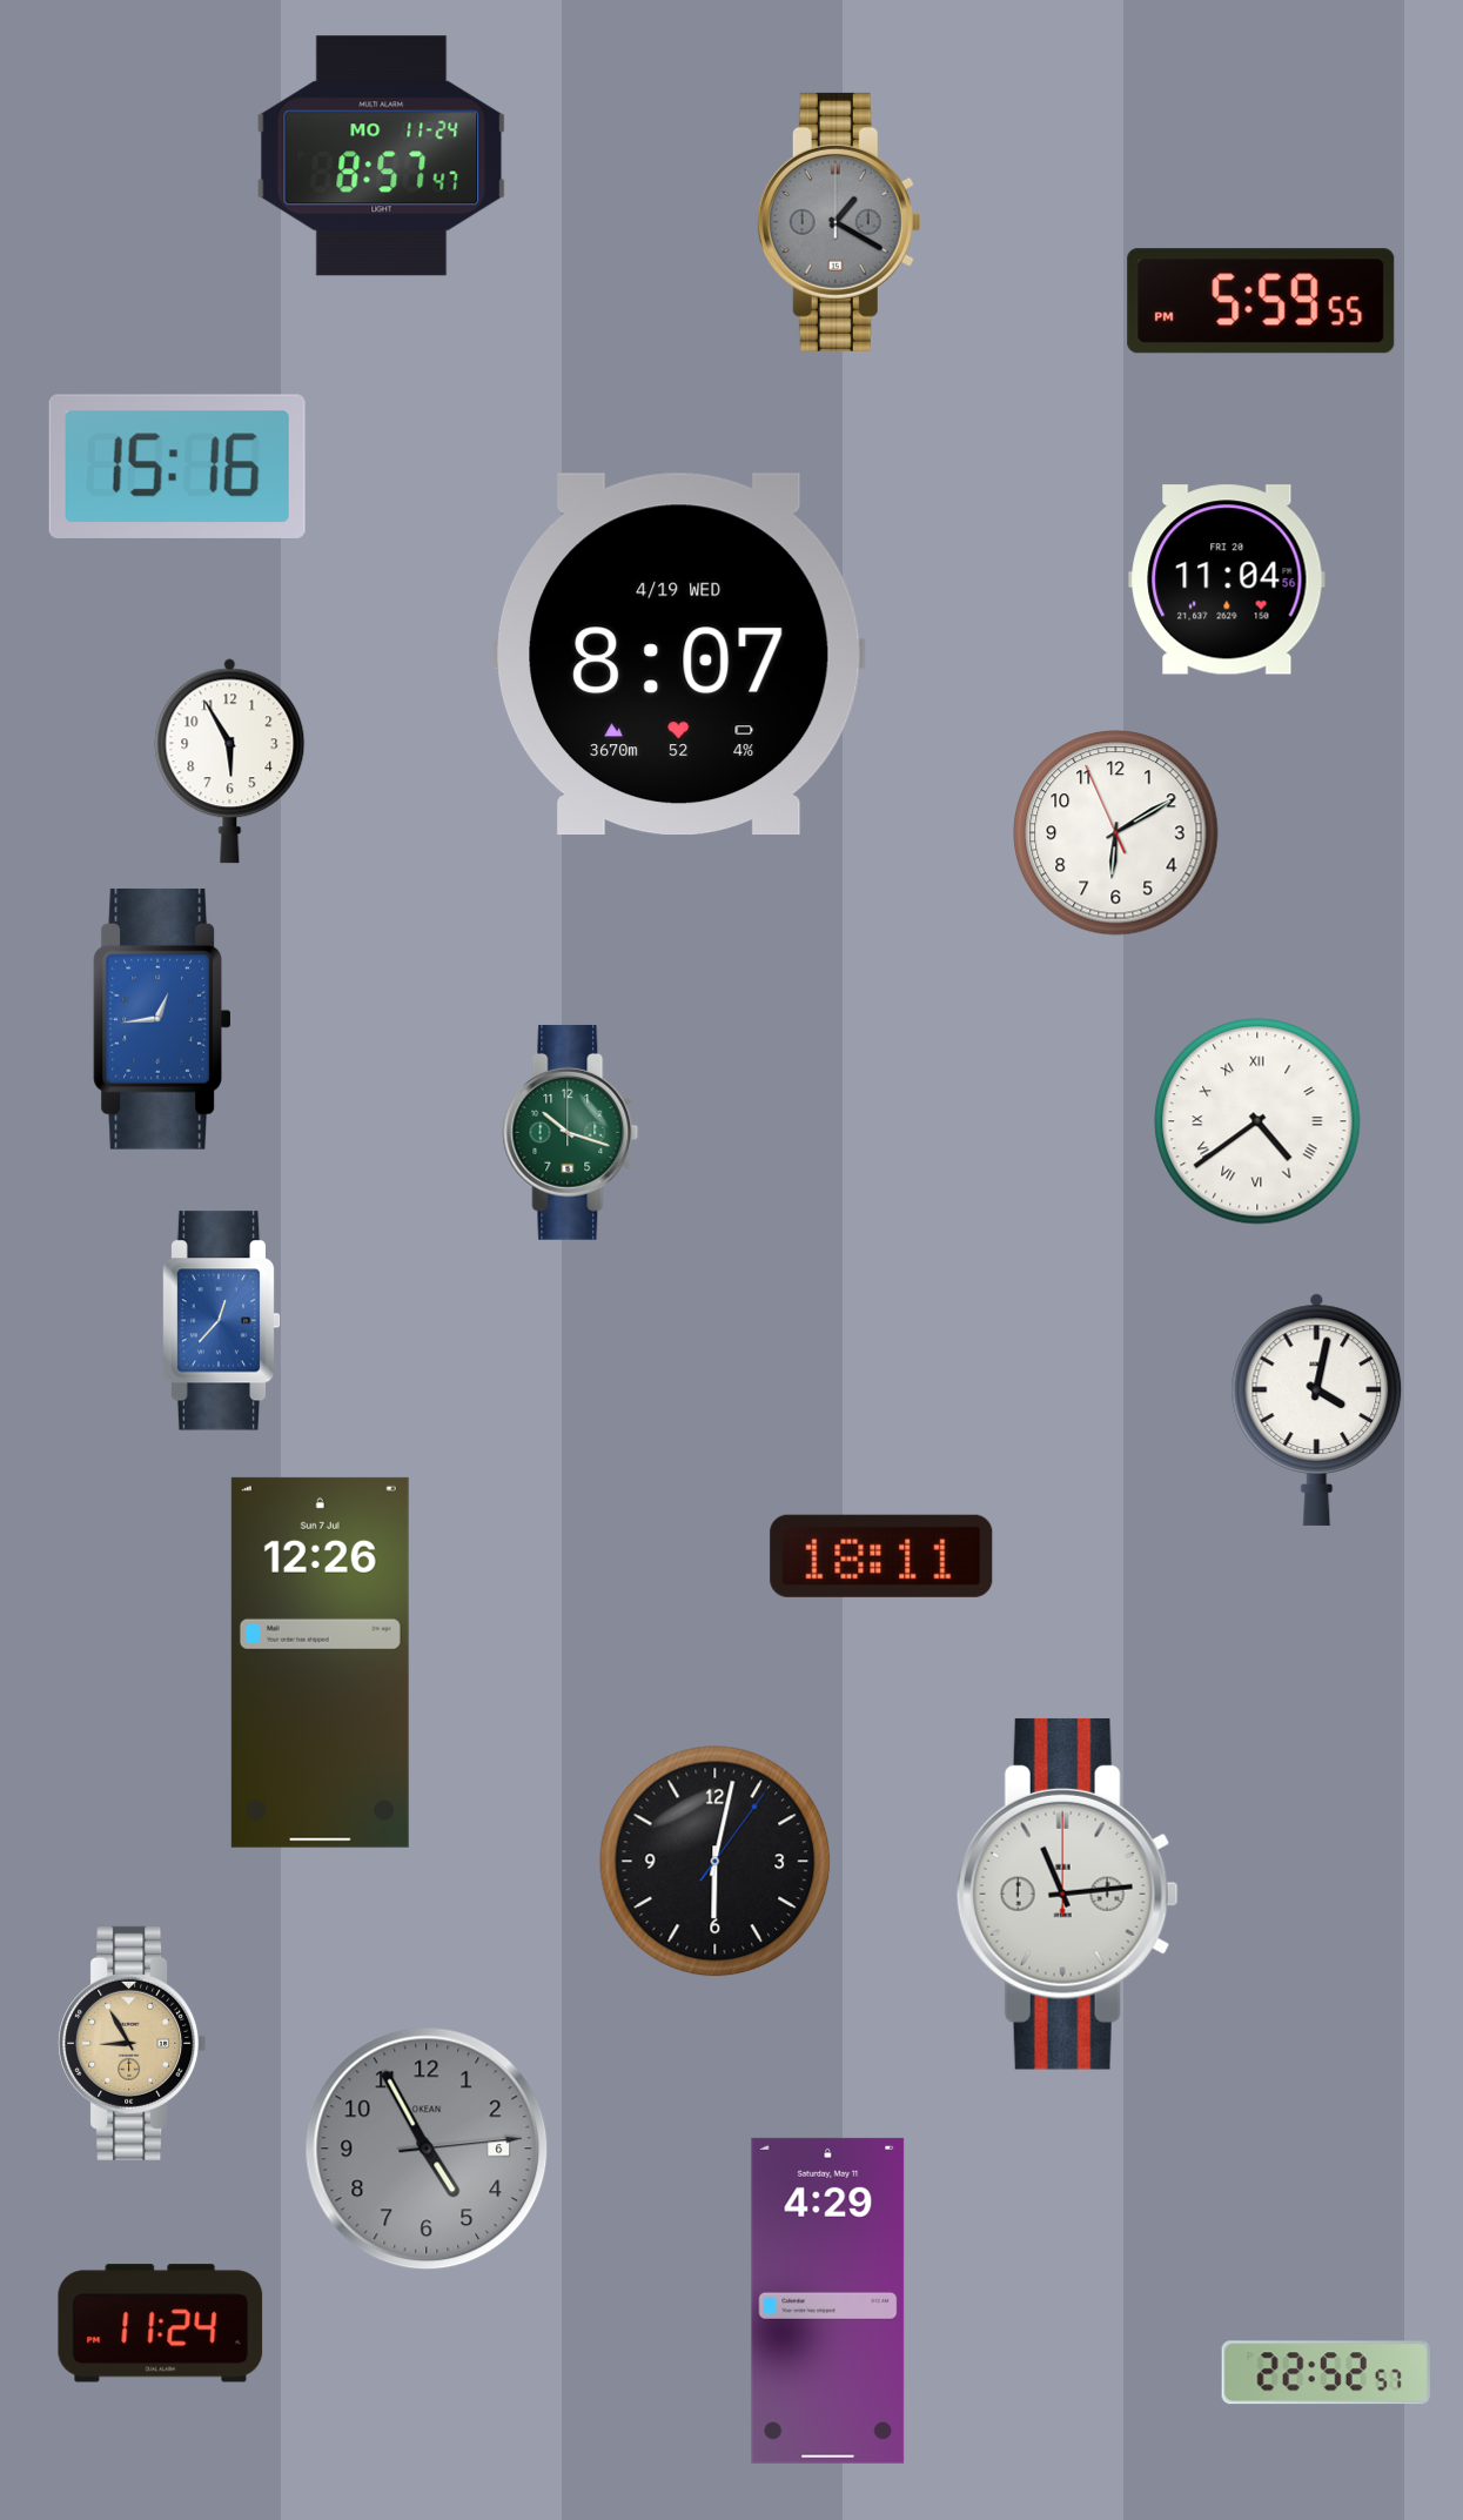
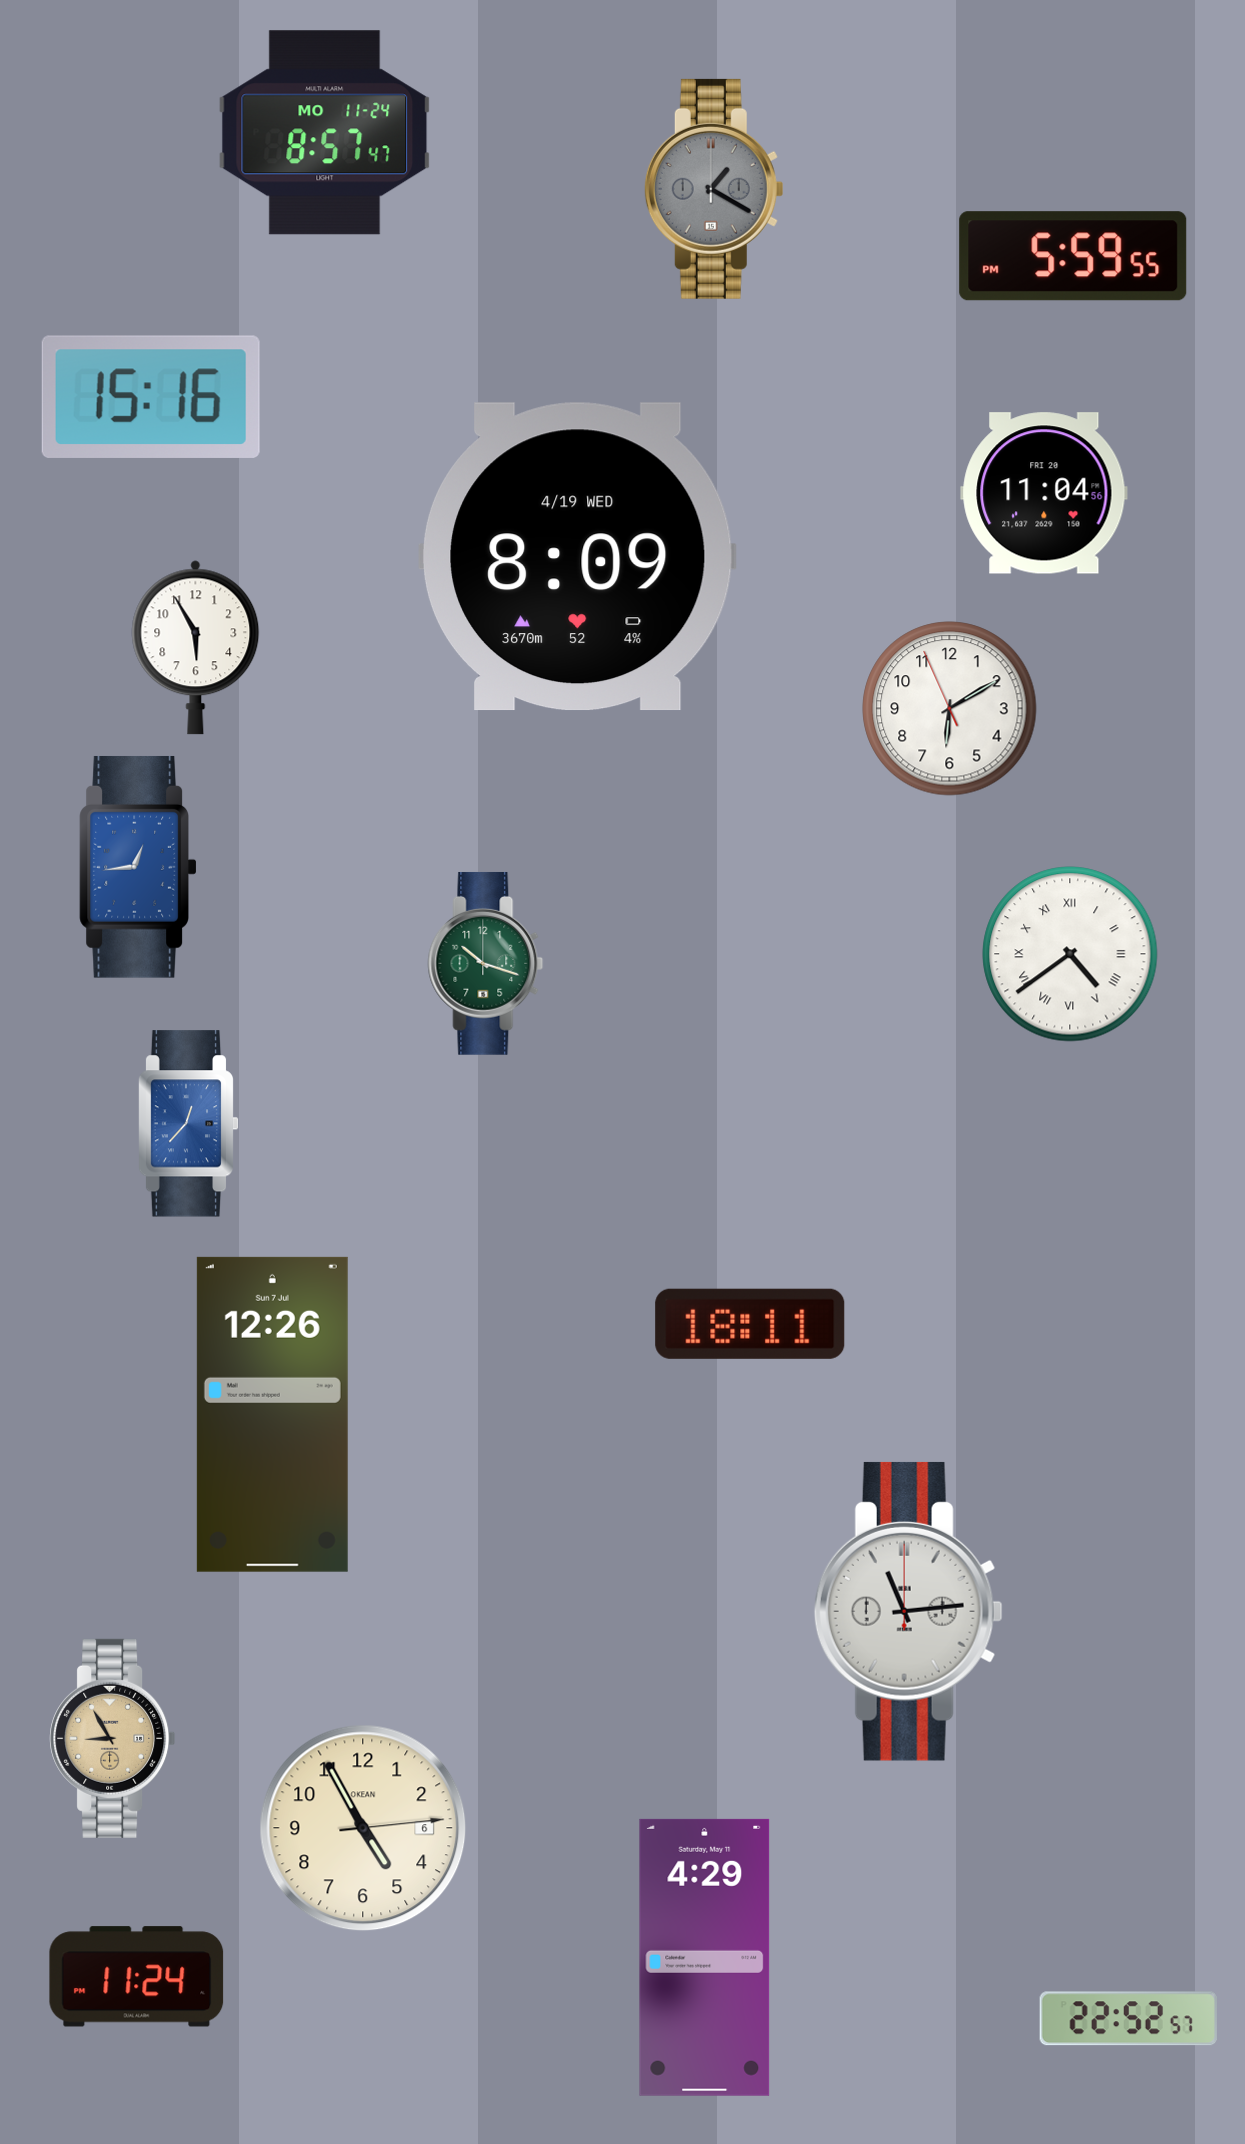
clock at (678, 655): 8:07 -> 8:09
clock at (1317, 1409): 4:02 -> none
clock at (716, 1862): 6:02 -> none
clock at (427, 2149) dial: grey -> cream
